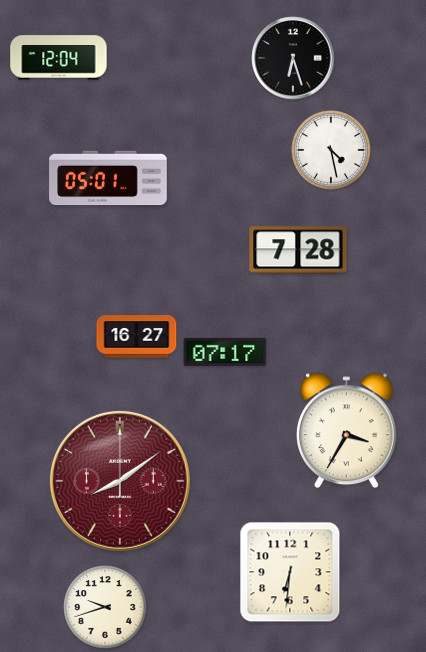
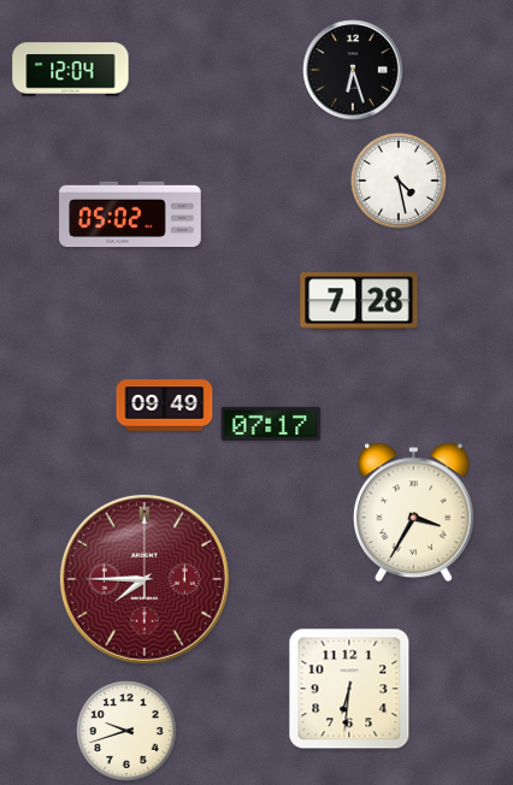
clock at (108, 178): 05:01 -> 05:02
clock at (137, 337): 16:27 -> 09:49
clock at (347, 431) position: (347, 431) -> (414, 513)
clock at (120, 481): 8:09 -> 7:45
